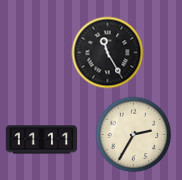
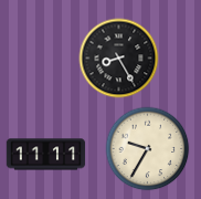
clock at (108, 53): 11:25 -> 8:25
clock at (134, 135): 2:35 -> 9:35
